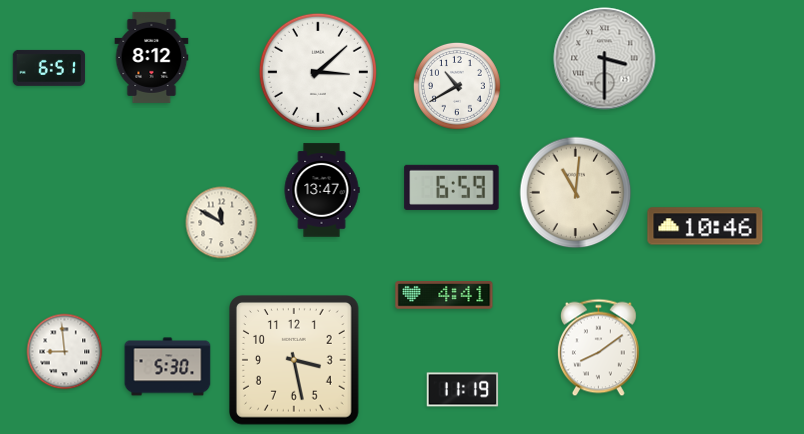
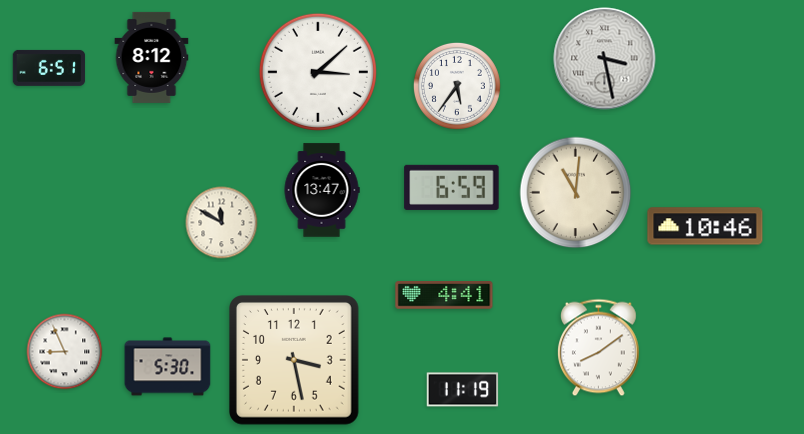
clock at (605, 59): 3:30 -> 3:28
clock at (457, 86): 10:40 -> 5:36
clock at (65, 352): 8:59 -> 8:56
